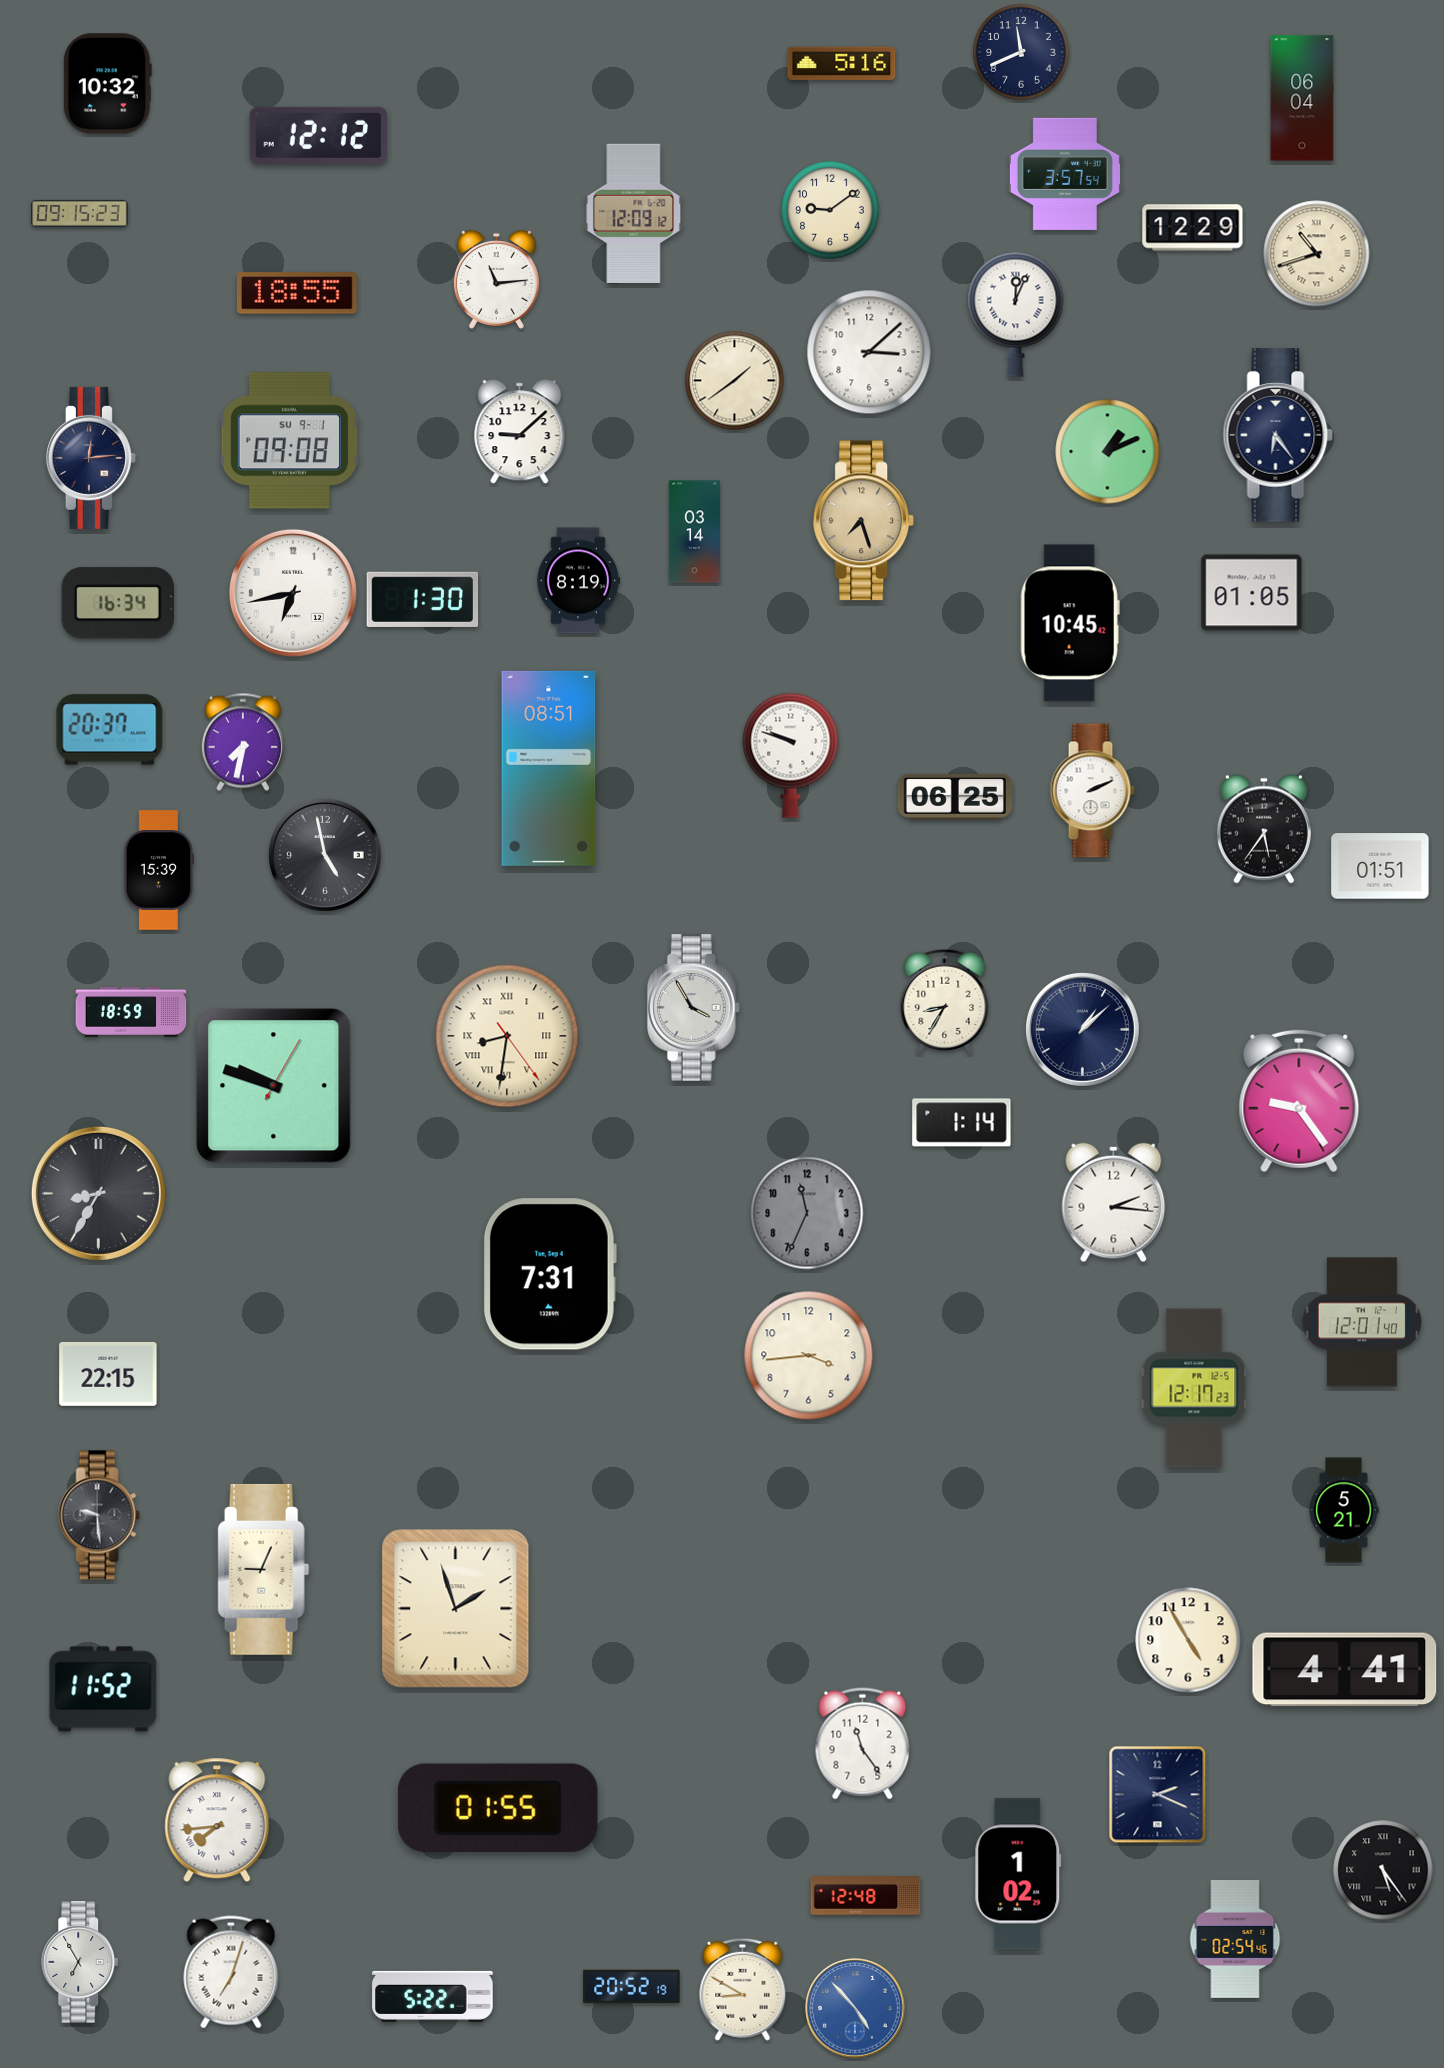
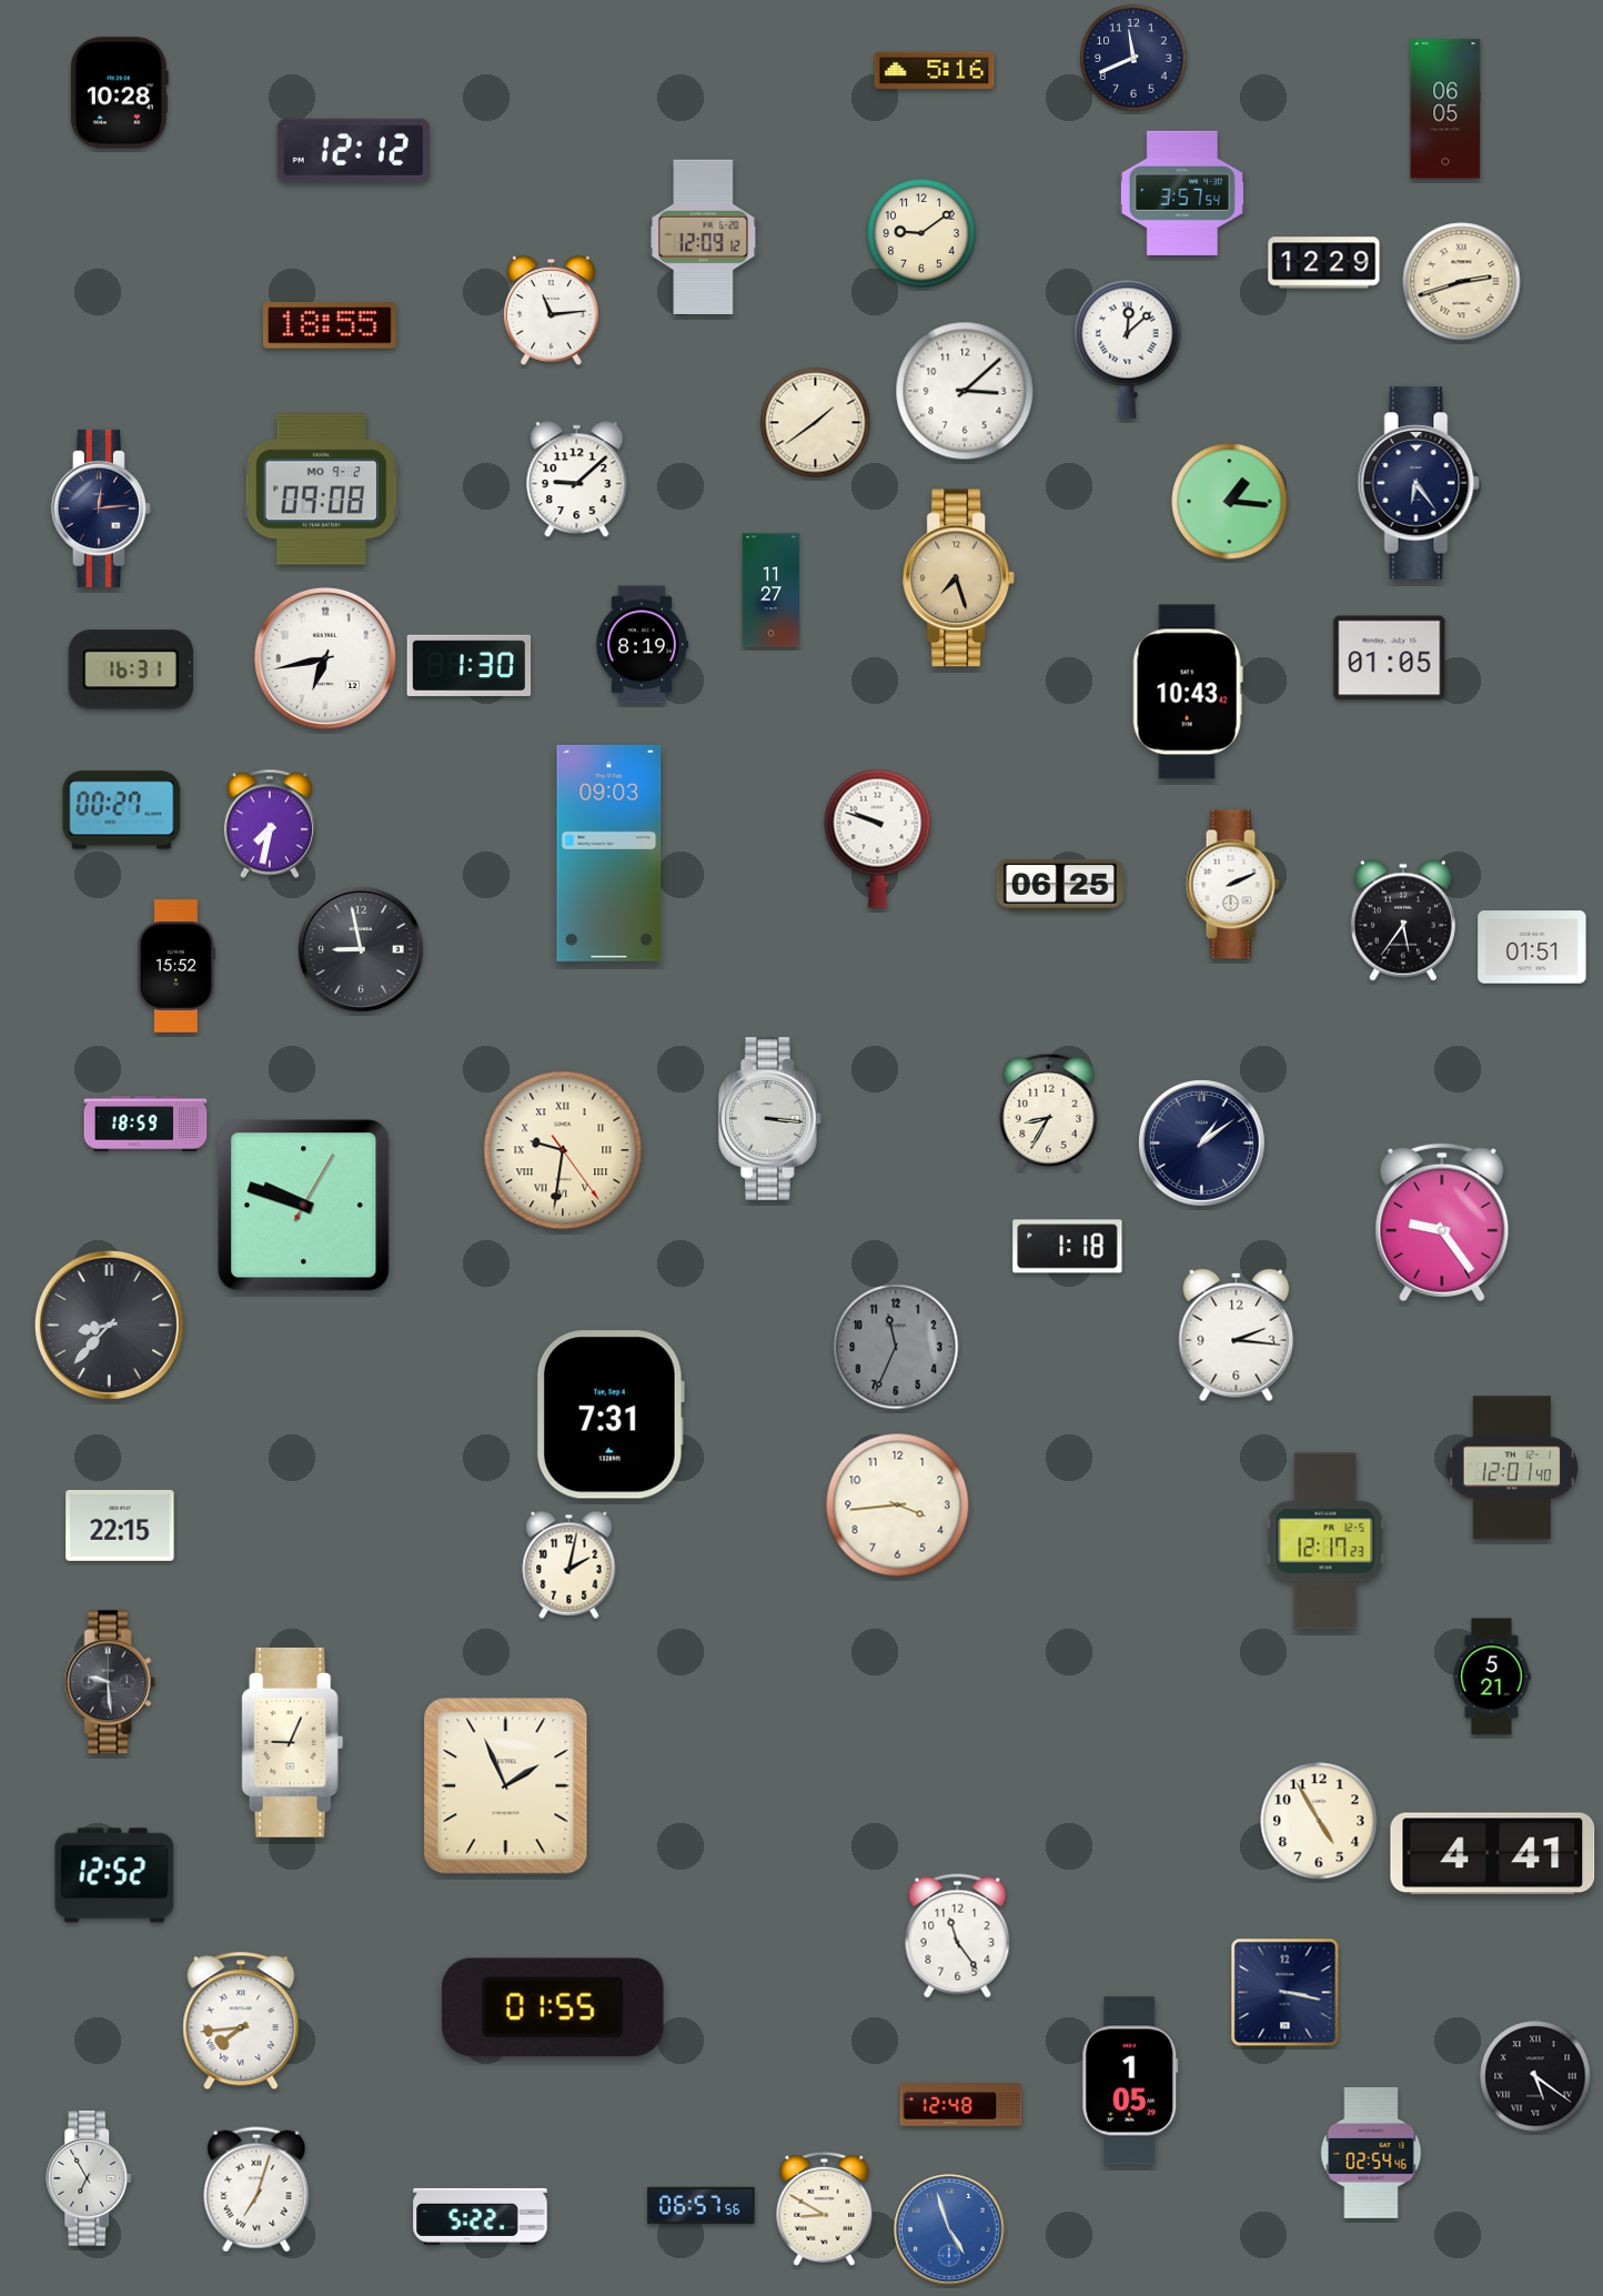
clock at (107, 84): 10:32 -> 10:28
clock at (1302, 98): 06:04 -> 06:05
clock at (80, 213): 09:15 -> none
clock at (1193, 228) position: (1193, 228) -> (1324, 263)
clock at (1317, 254): 10:42 -> 2:42
clock at (1016, 314): 12:04 -> 12:08
clock at (290, 441) date: SU 9-1 -> MO 9-2
clock at (1108, 452): 1:11 -> 1:16
clock at (694, 532): 03:14 -> 11:27
clock at (118, 603): 16:34 -> 16:31
clock at (1070, 623): 10:45 -> 10:43
clock at (110, 730): 20:37 -> 00:27
clock at (549, 768): 08:51 -> 09:03
clock at (1092, 791) position: (1092, 791) -> (1232, 885)
clock at (325, 855): 4:58 -> 8:58
clock at (1380, 866) position: (1380, 866) -> (1532, 947)
clock at (159, 870): 15:39 -> 15:52
clock at (693, 1008): 3:55 -> 3:16
clock at (1082, 1029): 1:08 -> 1:09
clock at (507, 1036): 8:31 -> 9:31
clock at (962, 1123): 1:14 -> 1:18
clock at (98, 1193): 8:35 -> 8:37
clock at (569, 1564): none -> 2:02
clock at (456, 1609): 1:57 -> 1:56
clock at (103, 1689): 11:52 -> 12:52
clock at (1158, 1795): 2:19 -> 3:17
clock at (1383, 1870): 5:24 -> 5:21
clock at (1018, 1874): 1:02 -> 1:05
clock at (632, 1986): 20:52 -> 06:57
clock at (855, 2008): 4:53 -> 4:57
